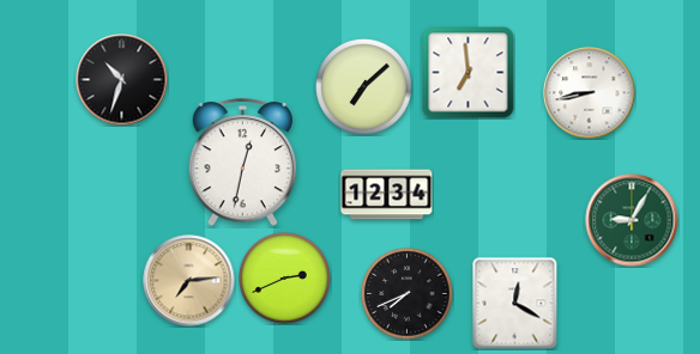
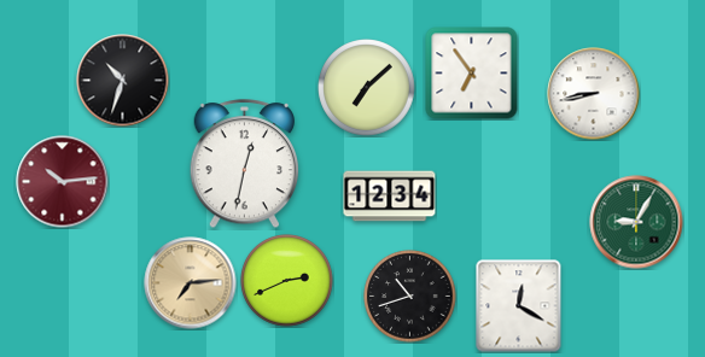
clock at (469, 73): 6:59 -> 6:54
clock at (63, 182): none -> 10:14
clock at (408, 294): 7:41 -> 10:42
